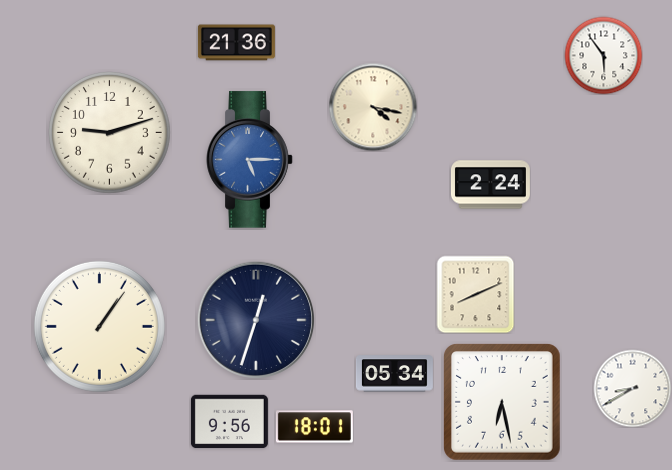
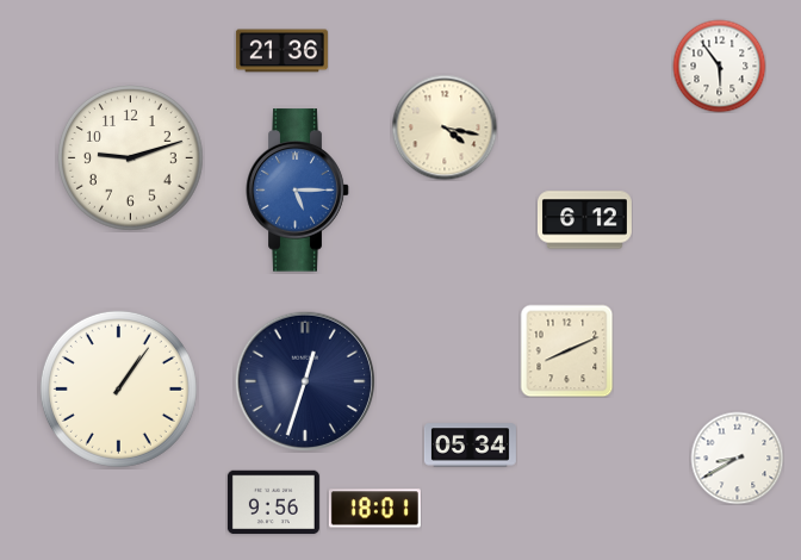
clock at (491, 185): 2:24 -> 6:12
clock at (632, 388) position: (632, 388) -> (737, 458)
clock at (503, 403): 6:28 -> none
